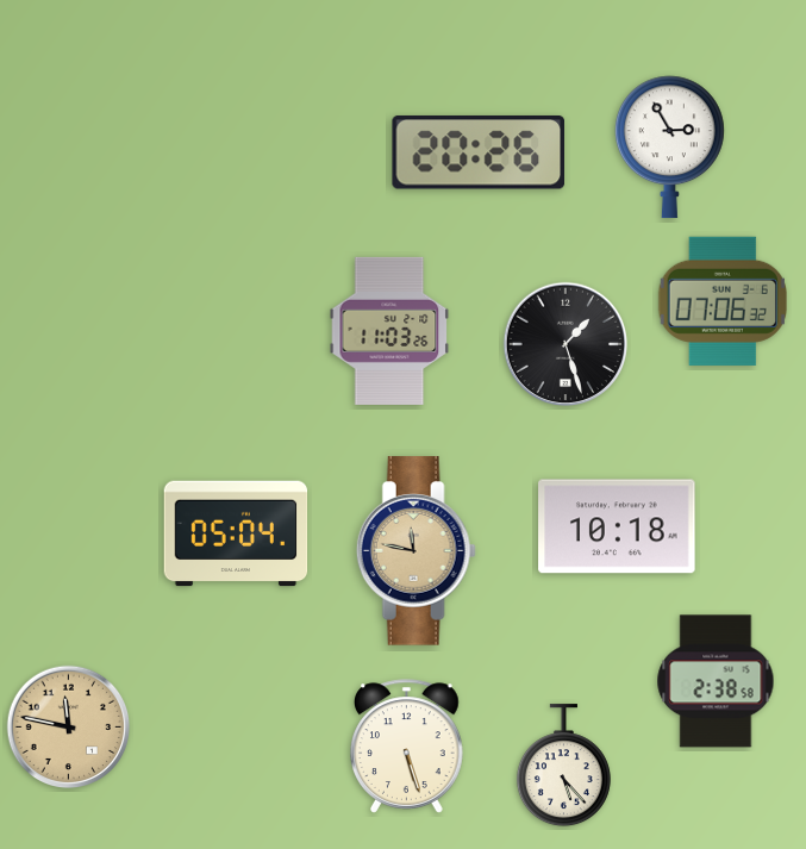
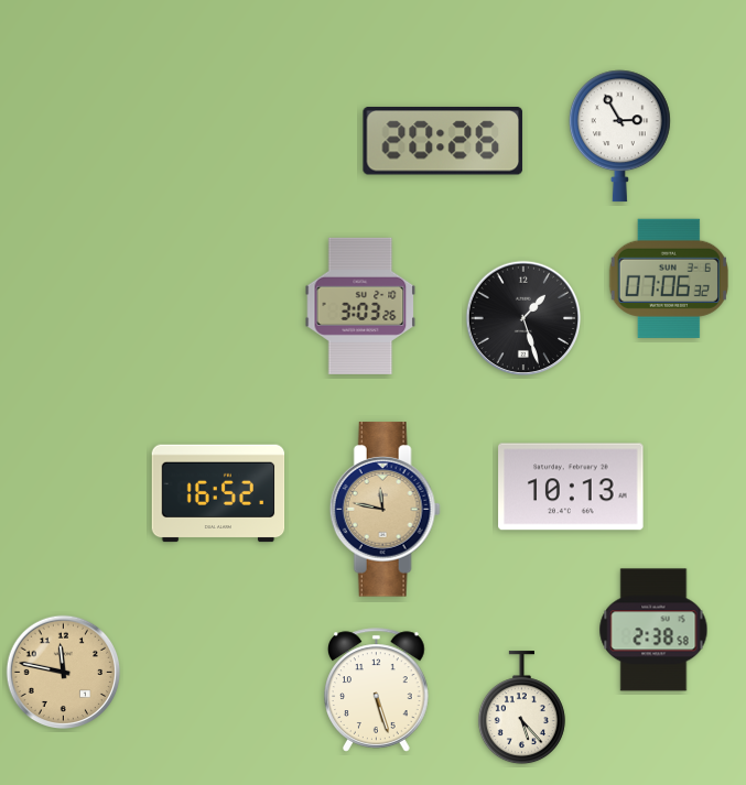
clock at (389, 331): 11:03 -> 3:03
clock at (617, 526): 10:18 -> 10:13
clock at (236, 533): 05:04 -> 16:52
clock at (716, 681) position: (716, 681) -> (653, 630)
